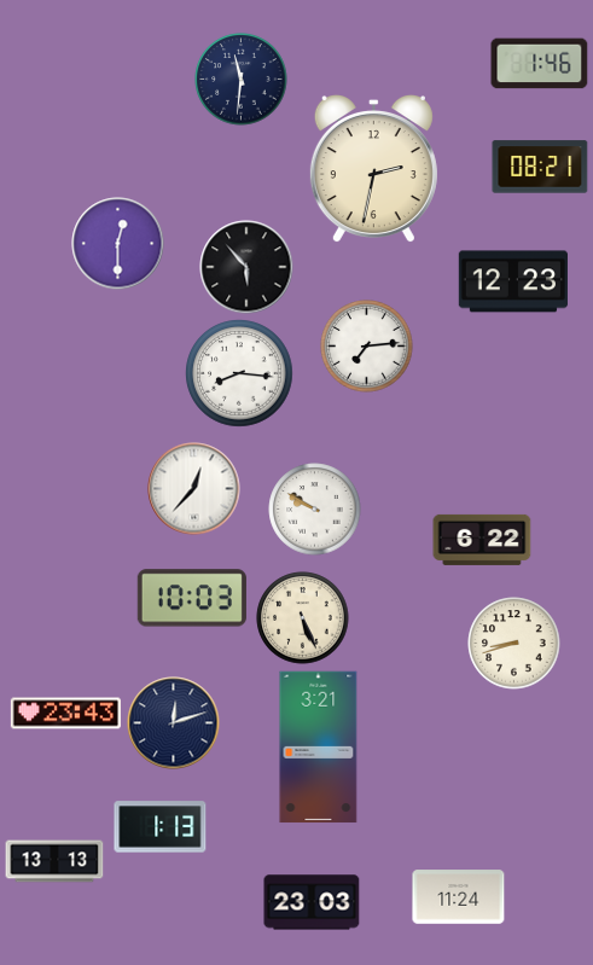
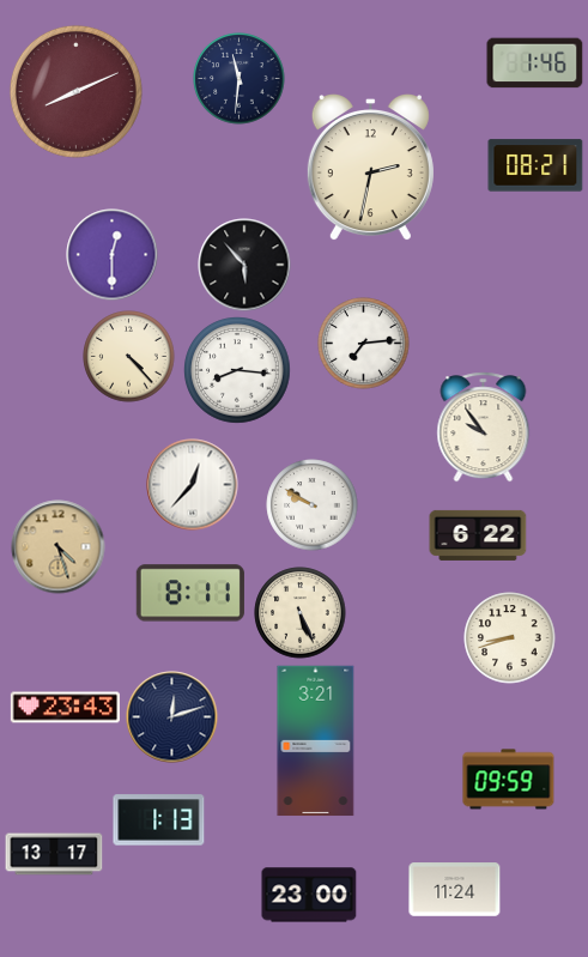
clock at (75, 91): none -> 8:11
clock at (118, 244) position: (118, 244) -> (113, 255)
clock at (513, 281): 12:23 -> none
clock at (129, 357): none -> 4:23
clock at (484, 428): none -> 9:54
clock at (59, 547): none -> 4:27
clock at (192, 598): 10:03 -> 8:11
clock at (509, 780): none -> 09:59
clock at (54, 861): 13:13 -> 13:17
clock at (312, 902): 23:03 -> 23:00
